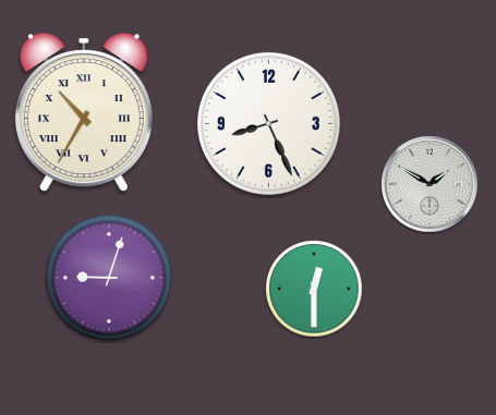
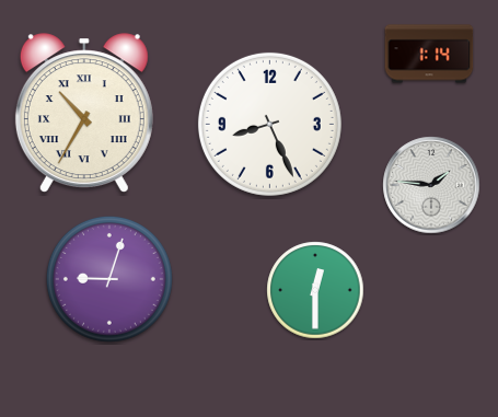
clock at (429, 54): none -> 1:14
clock at (430, 184): 1:50 -> 1:46
